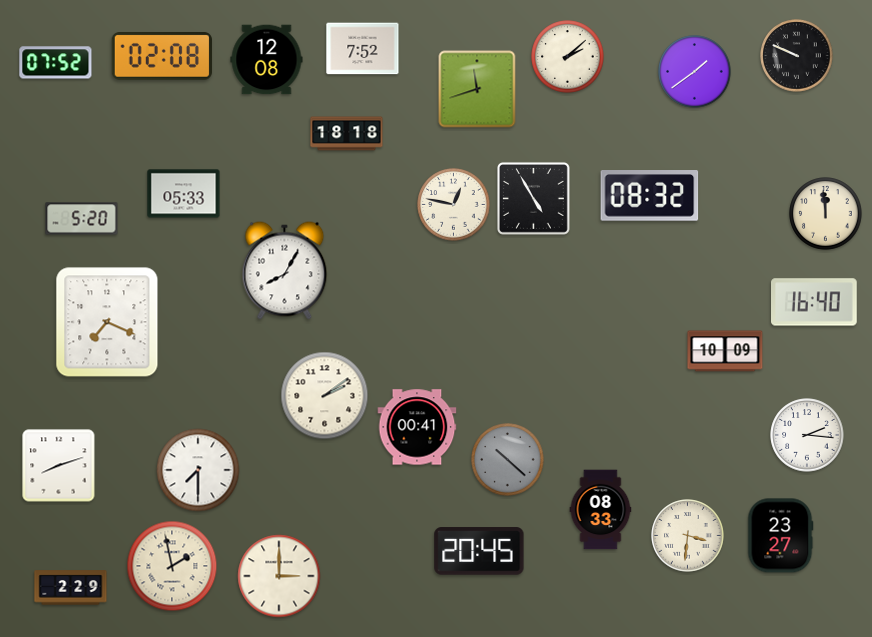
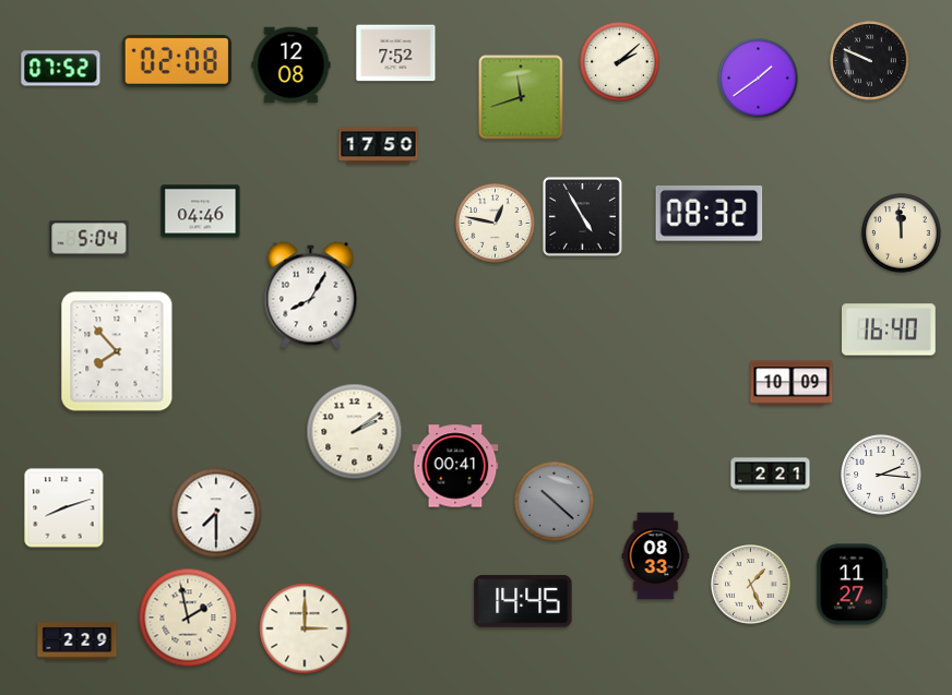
clock at (347, 134): 18:18 -> 17:50
clock at (184, 194): 05:33 -> 04:46
clock at (82, 219): 5:20 -> 5:04
clock at (107, 322): 7:19 -> 7:53
clock at (771, 475): none -> 2:21
clock at (688, 536): 3:31 -> 1:26
clock at (781, 536): 23:27 -> 11:27
clock at (479, 551): 20:45 -> 14:45
